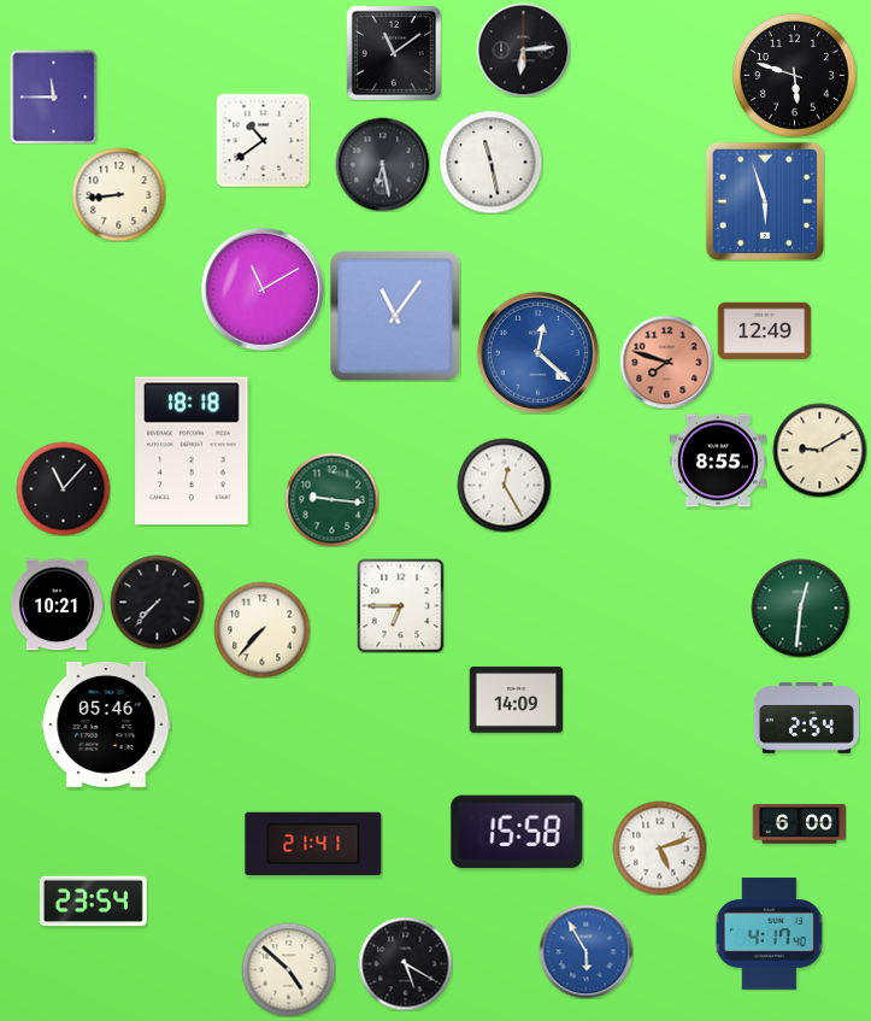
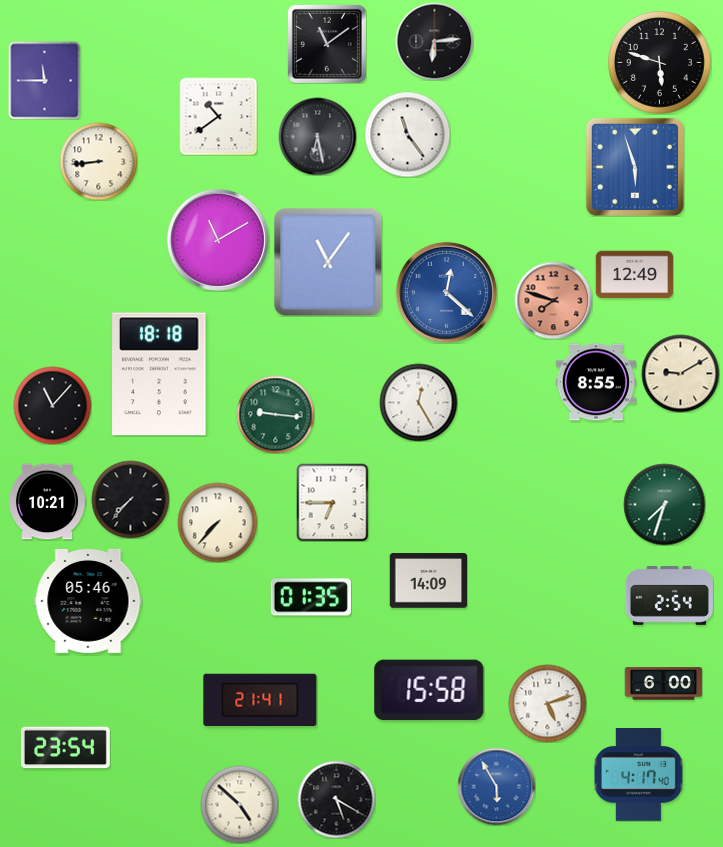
clock at (490, 162): 11:28 -> 11:24
clock at (800, 608): 12:31 -> 7:33
clock at (311, 597): none -> 01:35
clock at (93, 902) position: (93, 902) -> (65, 748)
clock at (585, 951) position: (585, 951) -> (496, 786)
